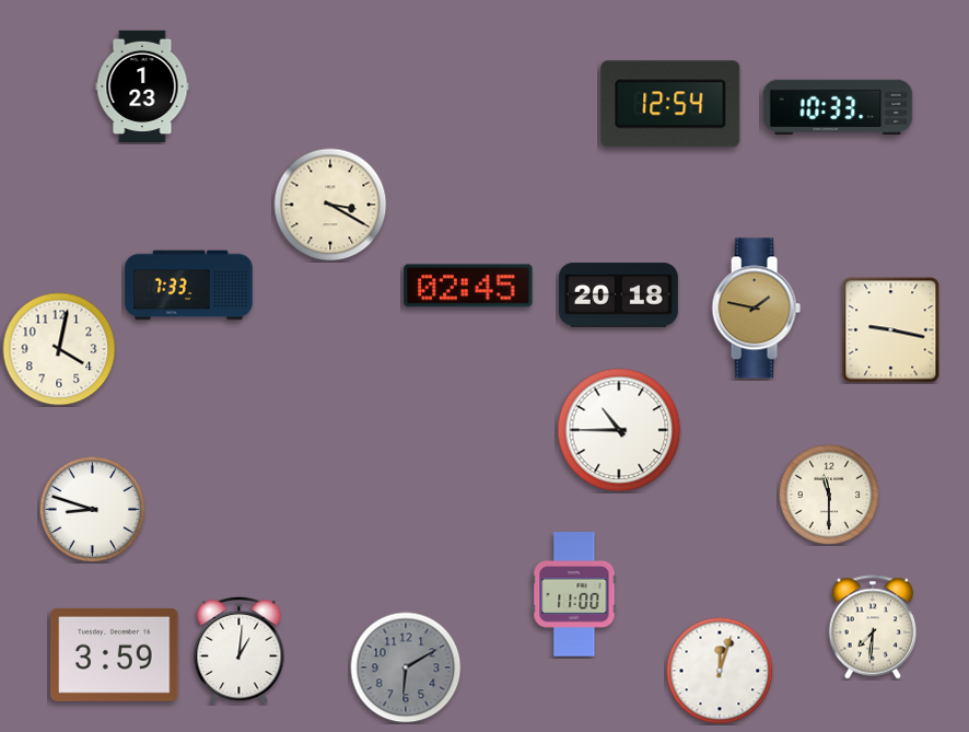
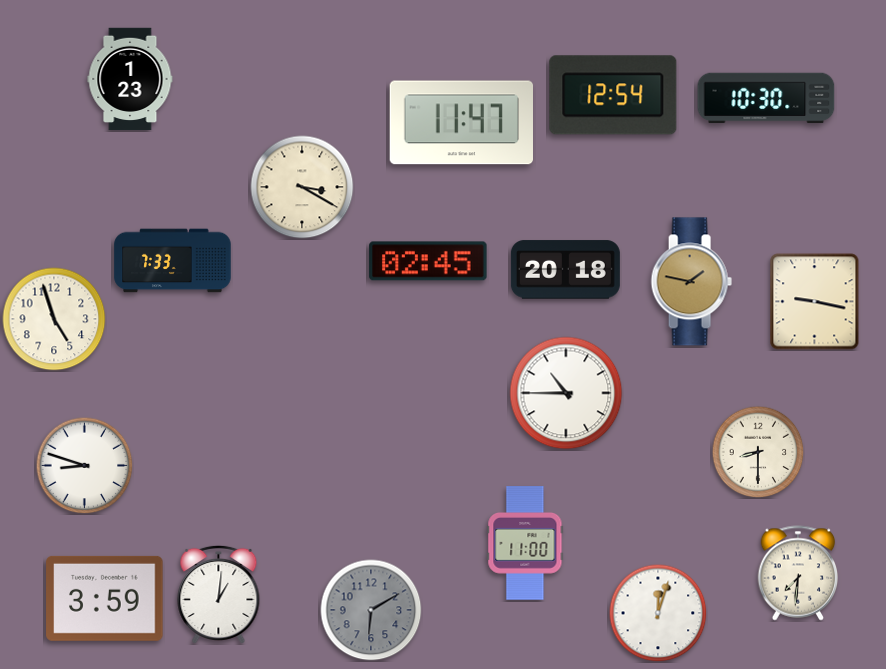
clock at (838, 107): 10:33 -> 10:30
clock at (461, 123): none -> 11:47
clock at (59, 349): 4:02 -> 4:57
clock at (829, 495): 11:30 -> 8:30
